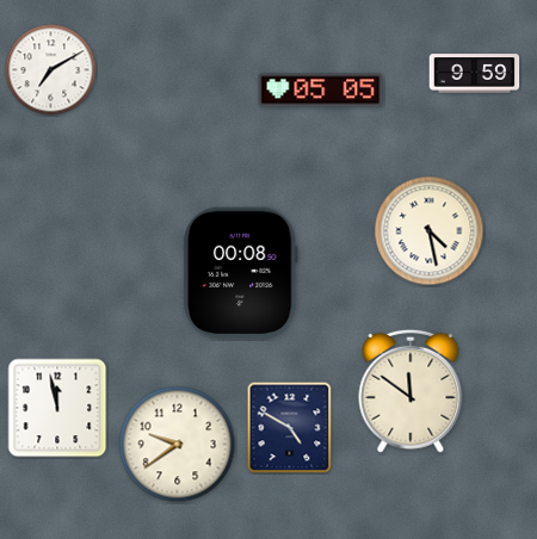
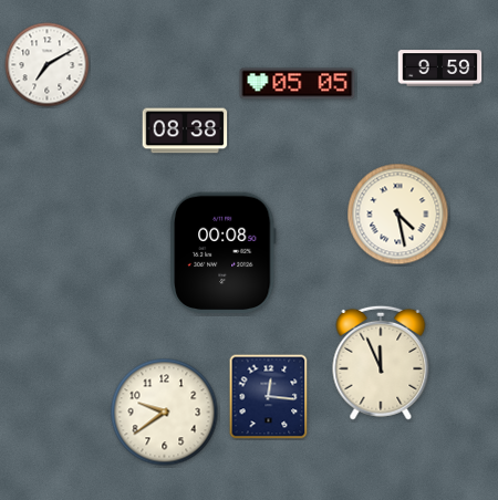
clock at (185, 131): none -> 08:38
clock at (411, 391): 11:51 -> 11:56
clock at (57, 408): 11:58 -> none
clock at (290, 428): 4:50 -> 12:16
